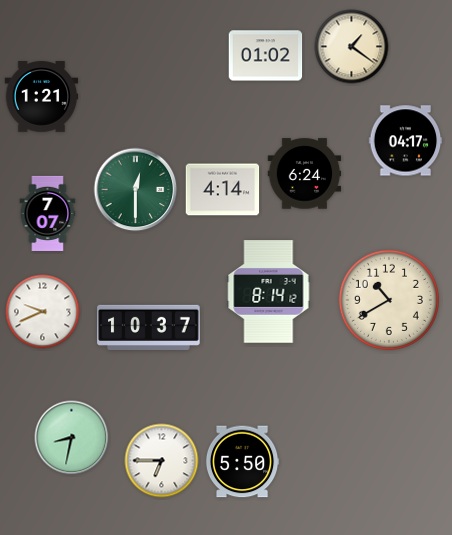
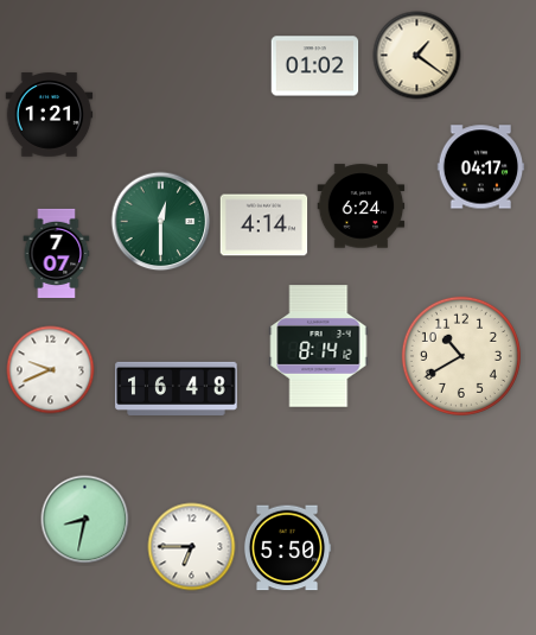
clock at (136, 190) position: (136, 190) -> (161, 222)
clock at (149, 327): 10:37 -> 16:48
